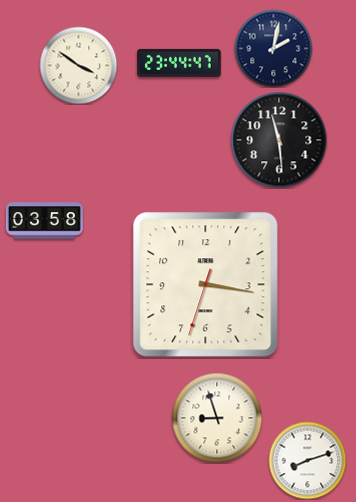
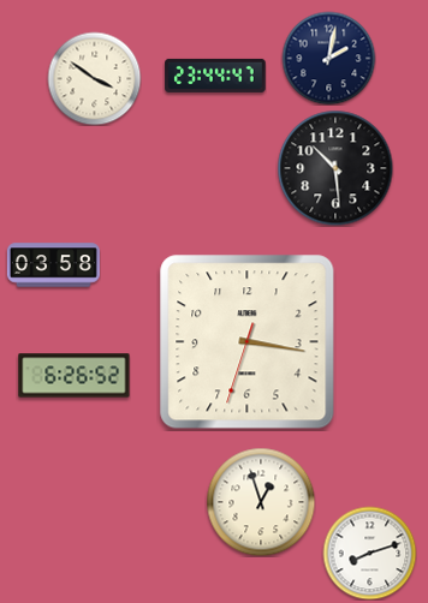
clock at (279, 140): 11:29 -> 10:29
clock at (75, 376): none -> 6:26
clock at (217, 418): 8:57 -> 12:57
